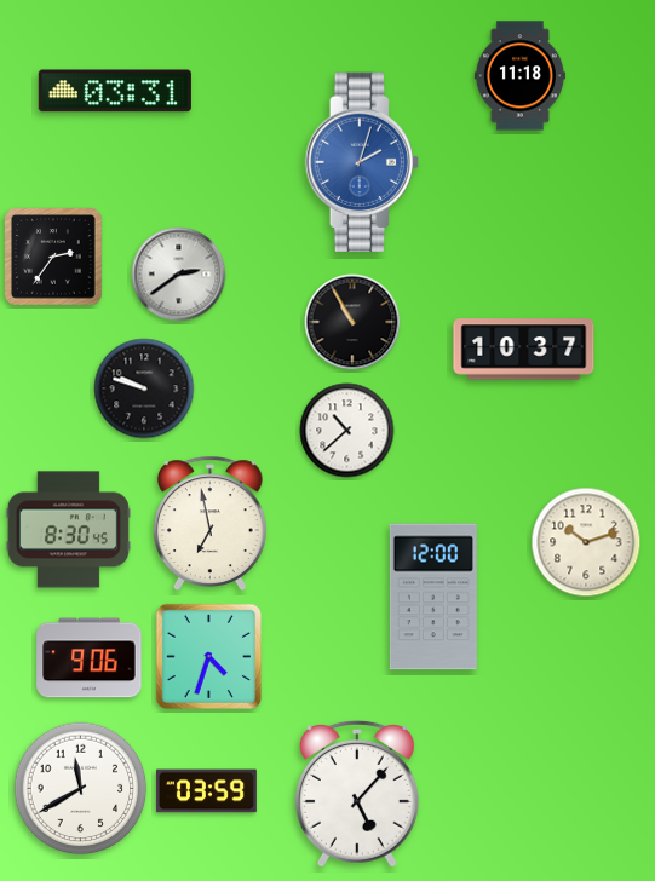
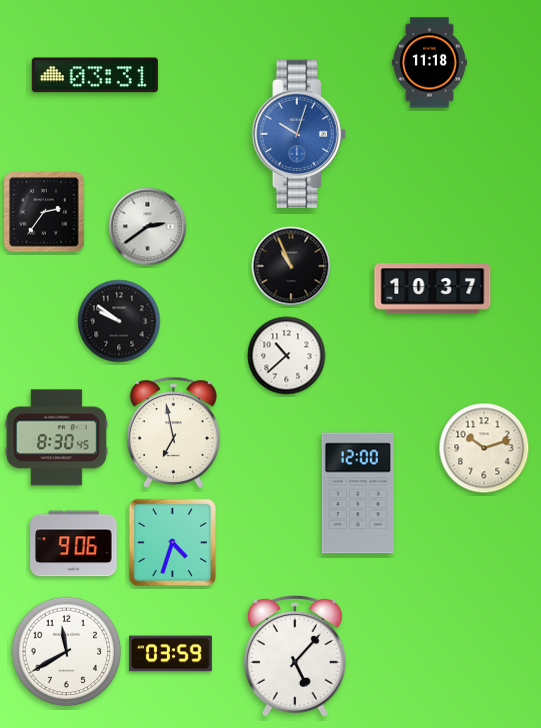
clock at (362, 162): 2:03 -> 10:03
clock at (352, 322): 10:55 -> 10:56
clock at (144, 388): 9:48 -> 9:51
